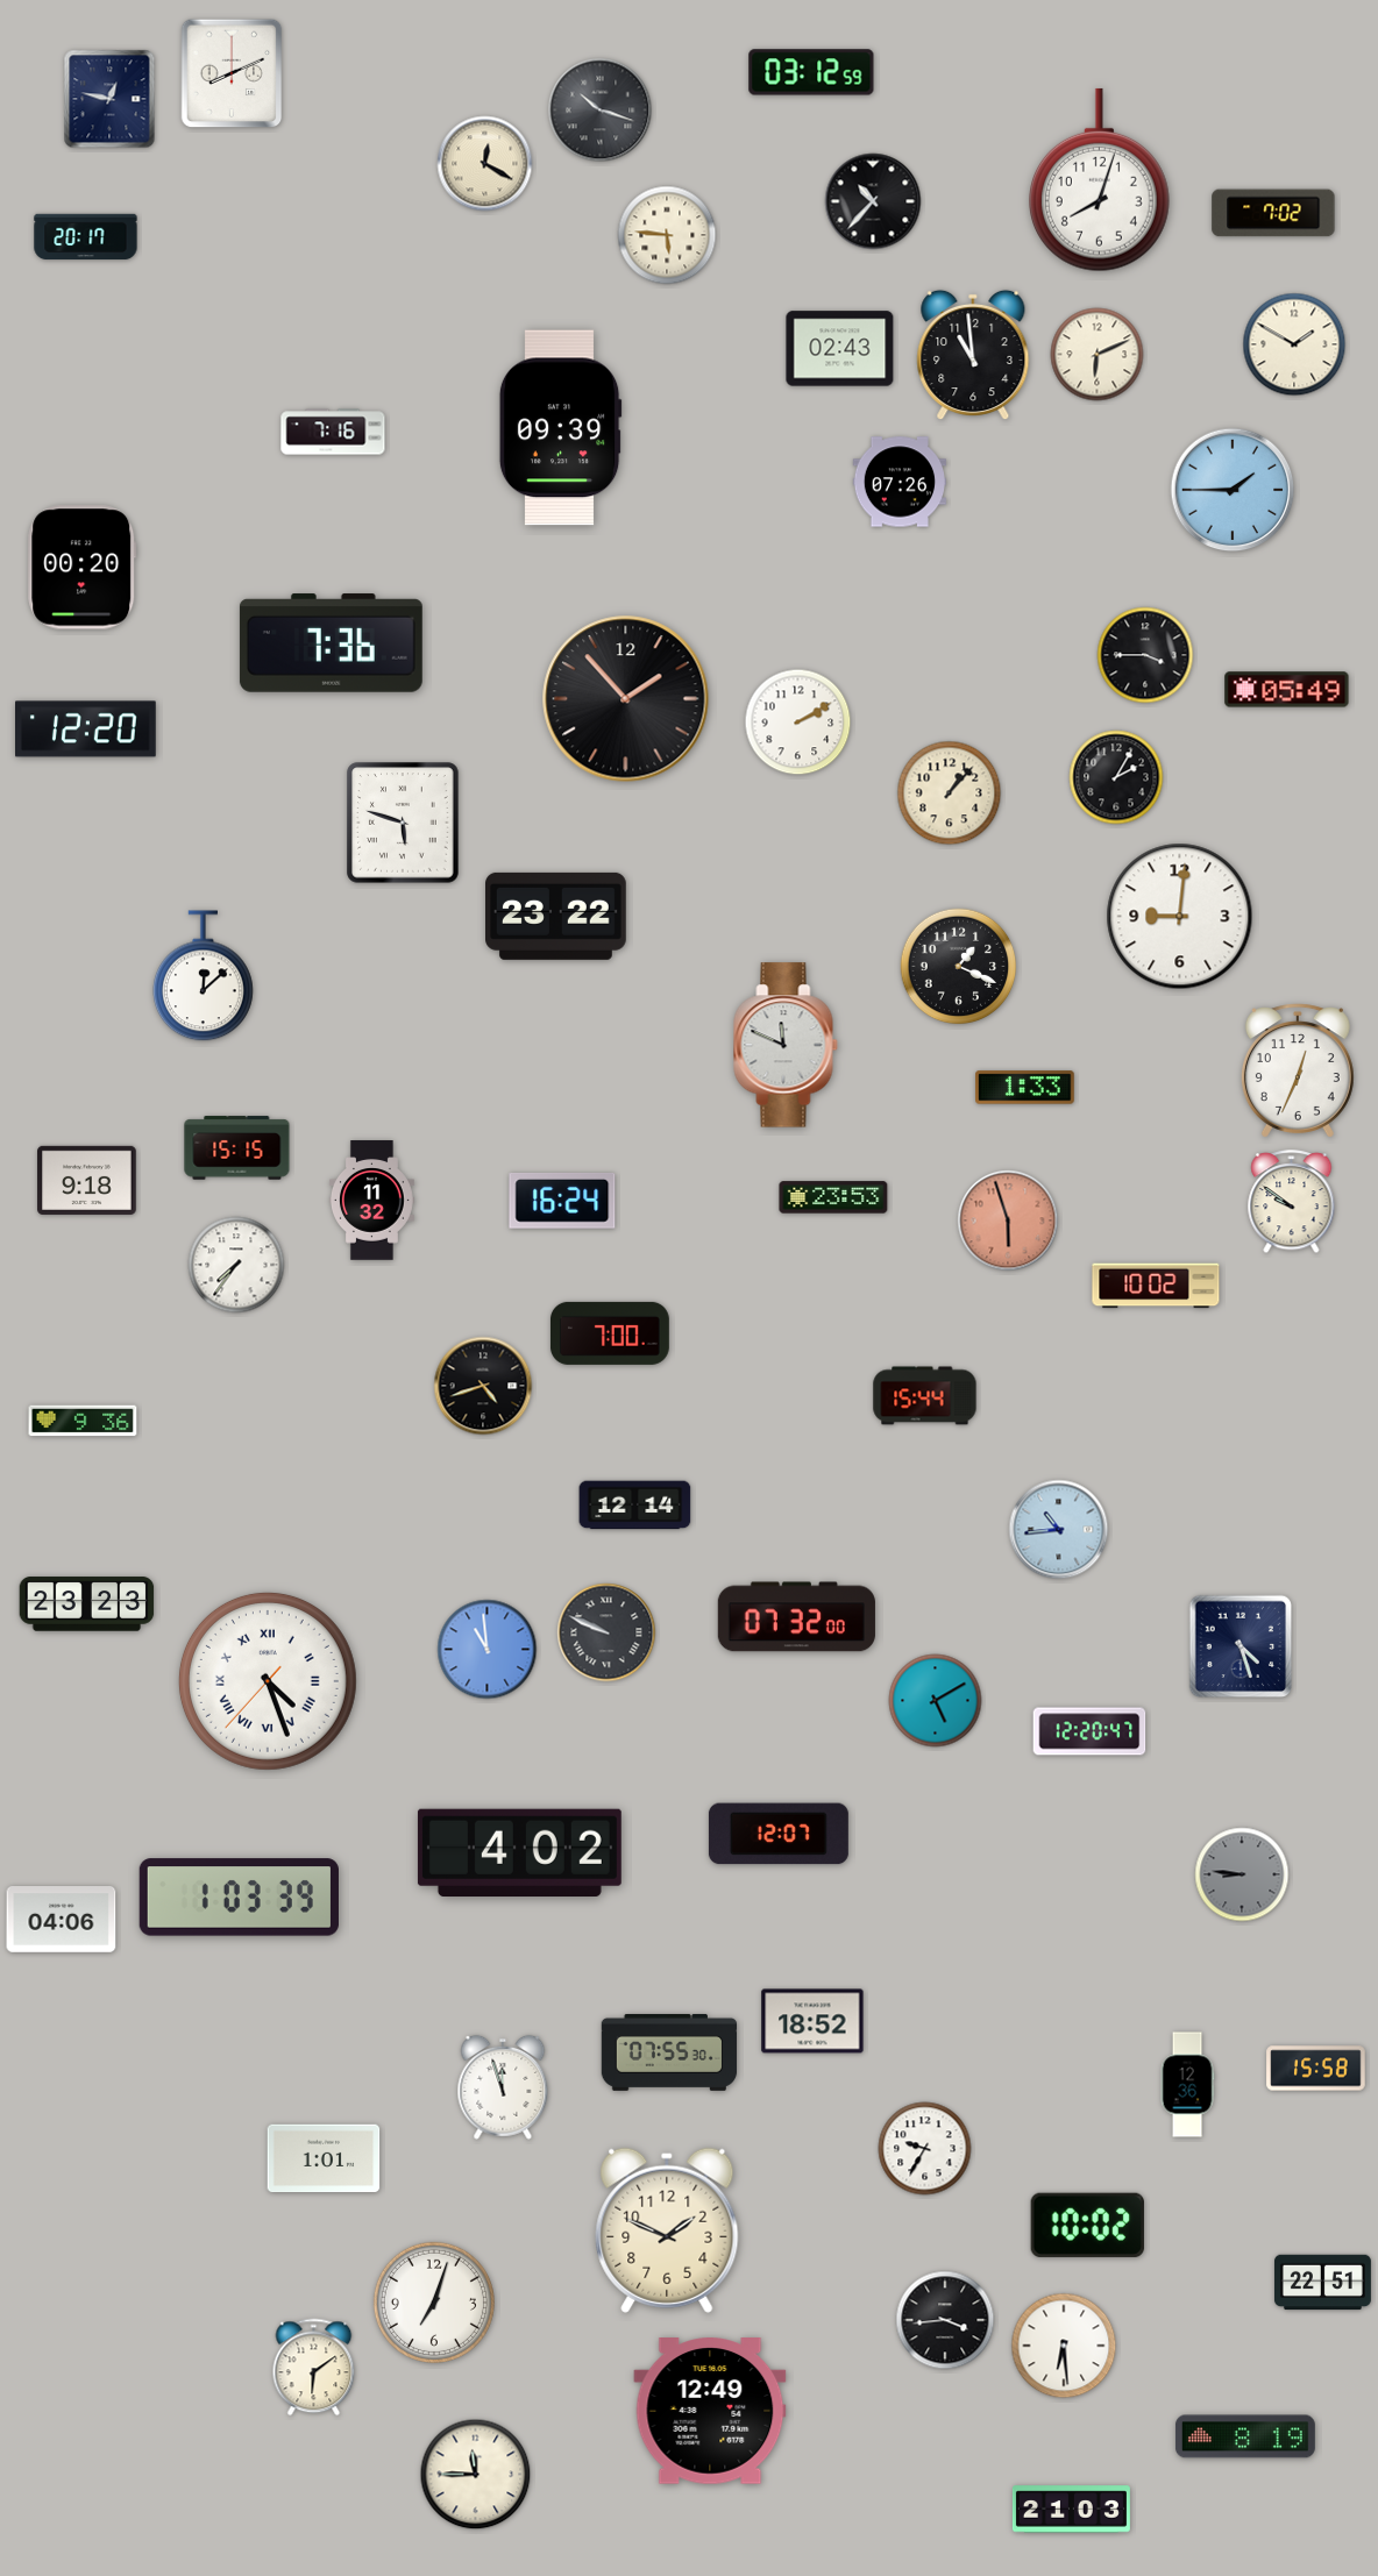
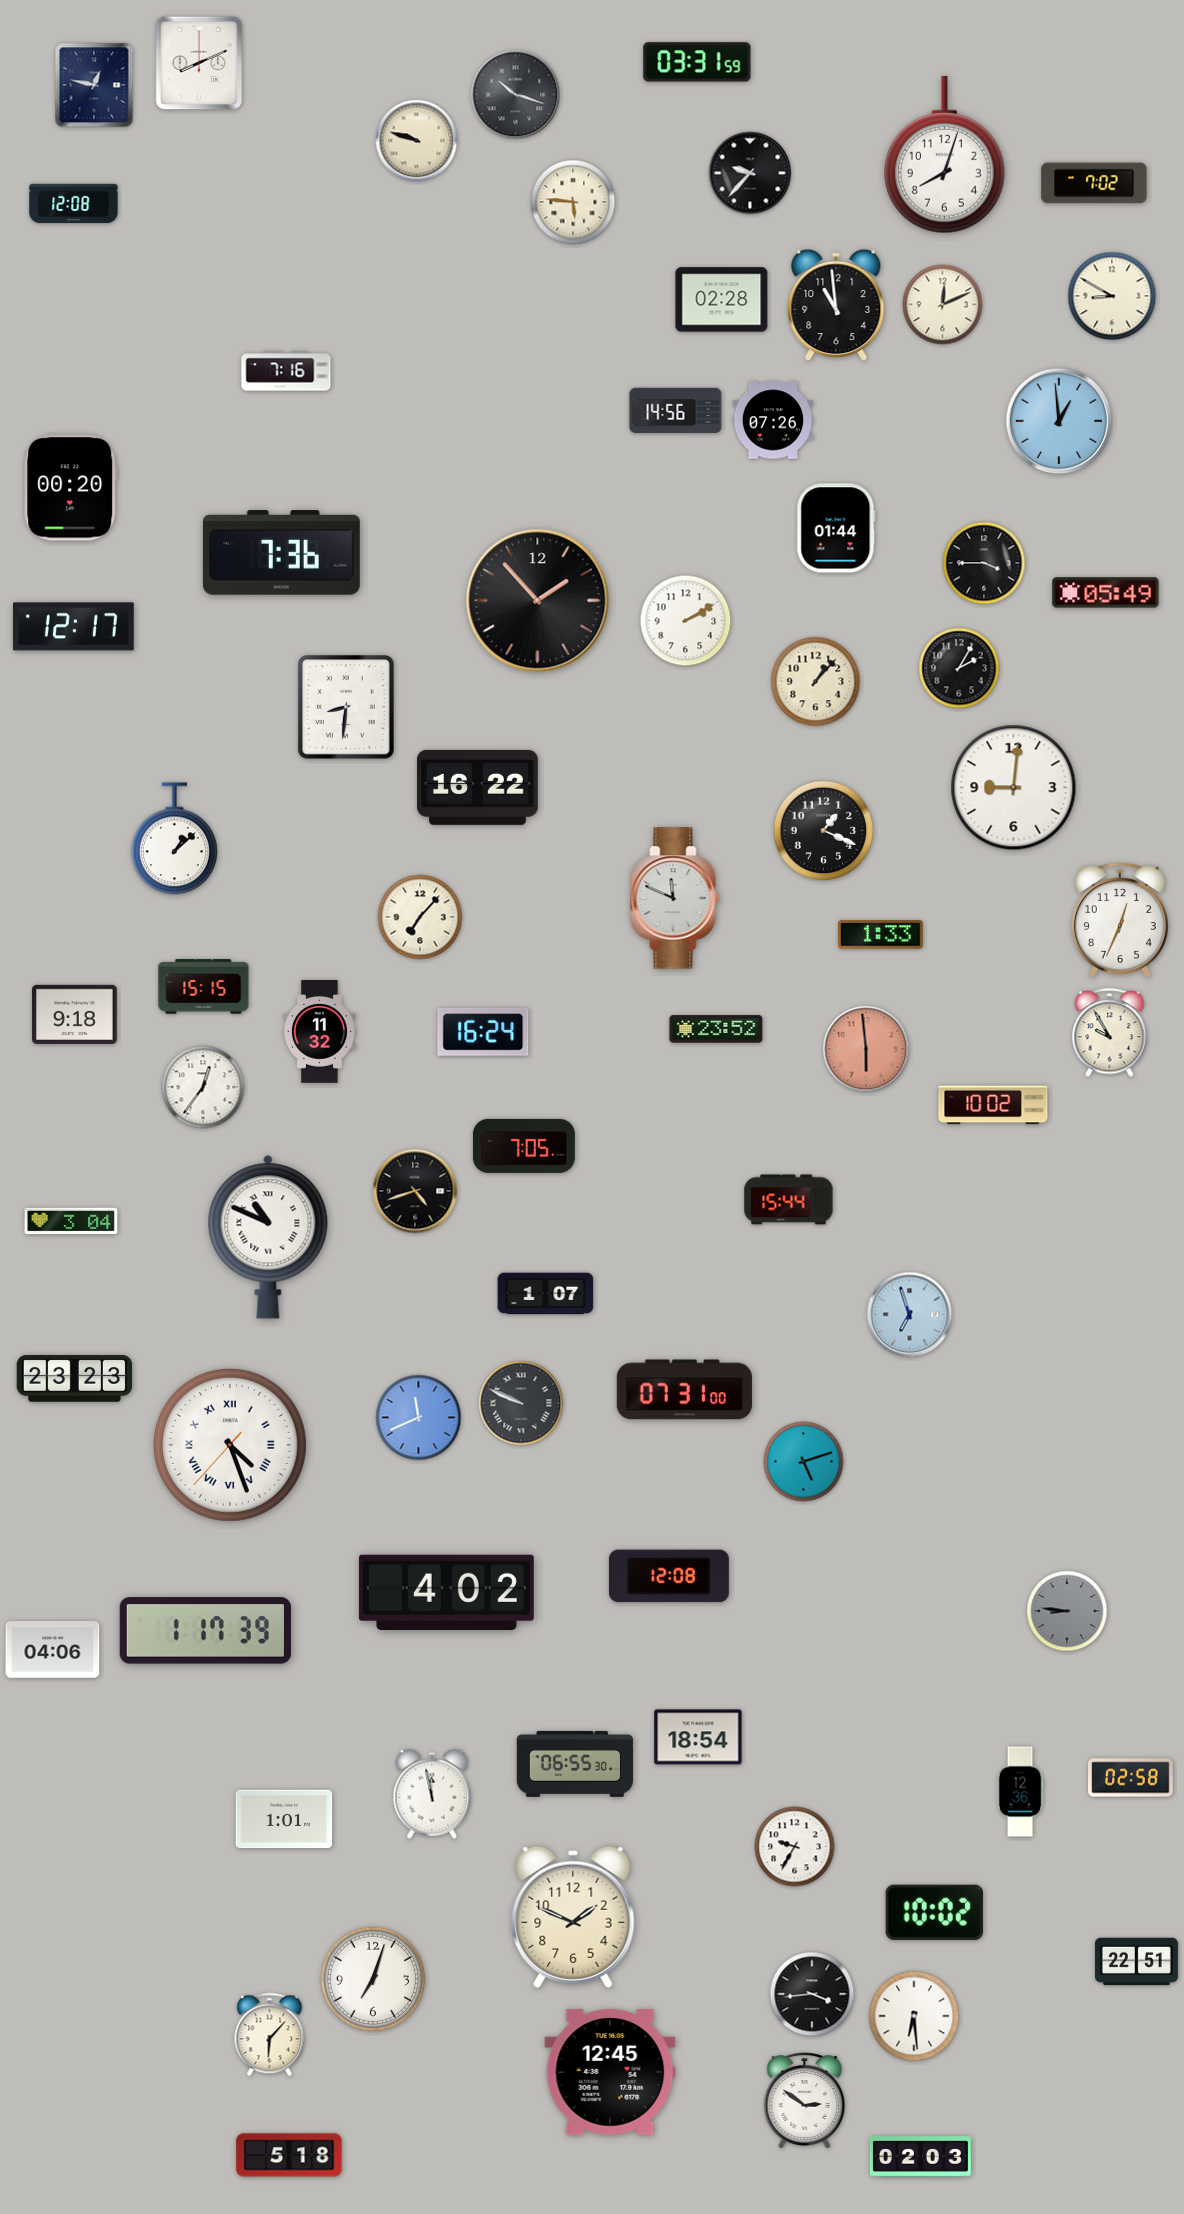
clock at (811, 72): 03:12 -> 03:31
clock at (485, 164): 12:20 -> 9:48
clock at (873, 201): 10:37 -> 9:37
clock at (86, 237): 20:17 -> 12:08
clock at (1294, 344): 1:50 -> 8:50
clock at (840, 349): 02:43 -> 02:28
clock at (1098, 355): 6:11 -> 12:11
clock at (560, 428): 09:39 -> none
clock at (676, 410): none -> 14:56
clock at (900, 482) position: (900, 482) -> (773, 420)
clock at (1233, 490): 1:45 -> 12:59
clock at (836, 528): none -> 01:44
clock at (331, 643) position: (331, 643) -> (281, 553)
clock at (86, 730): 12:20 -> 12:17
clock at (403, 823): 5:48 -> 8:31
clock at (556, 916): 23:22 -> 16:22
clock at (204, 976): 12:08 -> 1:08
clock at (420, 917): none -> 7:07
clock at (1298, 1070) position: (1298, 1070) -> (1120, 920)
clock at (833, 1197): 23:53 -> 23:52
clock at (1292, 1203): 9:51 -> 9:55
clock at (1008, 1221): 5:57 -> 5:59
clock at (236, 1265): 7:36 -> 12:36
clock at (610, 1333): 7:00 -> 7:05
clock at (925, 1396) position: (925, 1396) -> (789, 1200)
clock at (83, 1421): 9:36 -> 3:04
clock at (268, 1237): none -> 10:49
clock at (635, 1506): 12:14 -> 1:07
clock at (1059, 1530): 10:44 -> 6:57
clock at (796, 1617): 07:32 -> 07:31
clock at (1241, 1646): 4:27 -> none
clock at (488, 1650): 10:59 -> 11:41
clock at (936, 1701): 5:10 -> 5:12
clock at (1089, 1731): 12:20 -> none
clock at (779, 1834): 12:07 -> 12:08
clock at (239, 1898): 1:03 -> 1:17
clock at (812, 2021): 18:52 -> 18:54
clock at (669, 2052): 07:55 -> 06:55
clock at (1316, 2069): 15:58 -> 02:58
clock at (503, 2087): 11:57 -> 11:58
clock at (324, 2158) position: (324, 2158) -> (284, 1819)
clock at (314, 2368): 6:09 -> 6:07
clock at (710, 2411): 12:49 -> 12:45
clock at (1245, 2436): 8:19 -> none
clock at (805, 2101): none -> 2:51
clock at (476, 2475): 11:45 -> none
clock at (289, 2155): none -> 5:18
clock at (1071, 2510): 21:03 -> 02:03
